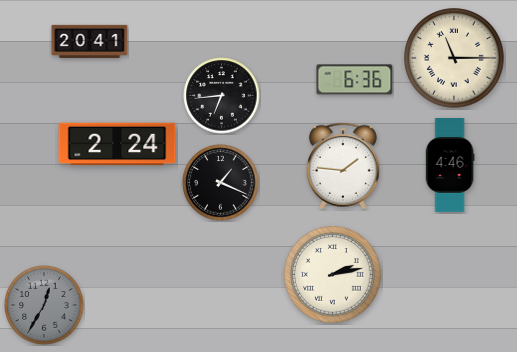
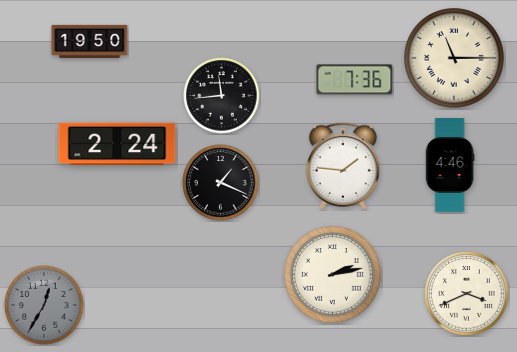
clock at (90, 41): 20:41 -> 19:50
clock at (355, 80): 6:36 -> 7:36
clock at (222, 96): 6:44 -> 11:44
clock at (467, 294): none -> 3:41
